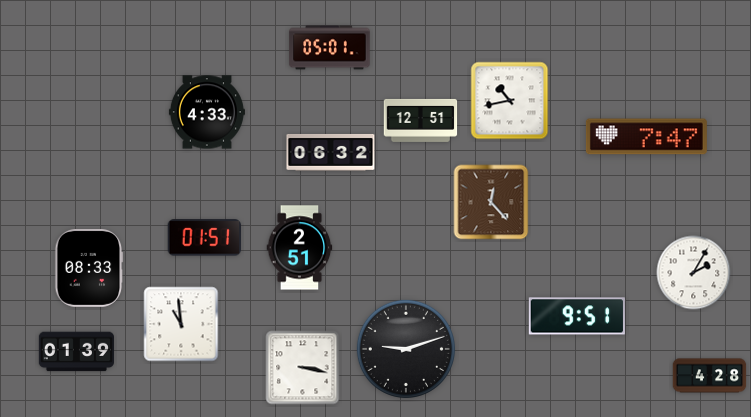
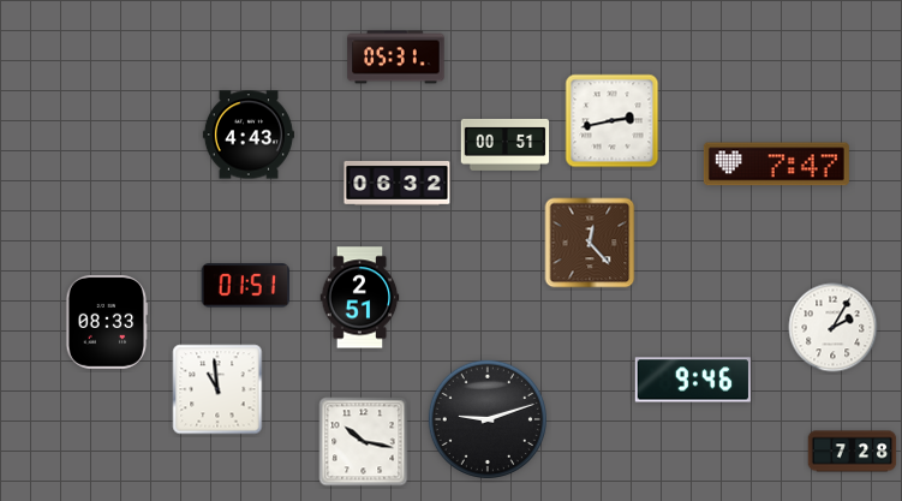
clock at (330, 48): 05:01 -> 05:31
clock at (510, 101): 10:43 -> 2:43
clock at (207, 112): 4:33 -> 4:43
clock at (421, 120): 12:51 -> 00:51
clock at (577, 316): 9:51 -> 9:46
clock at (76, 352): 01:39 -> none
clock at (303, 368): 3:17 -> 10:17
clock at (710, 376): 4:28 -> 7:28
